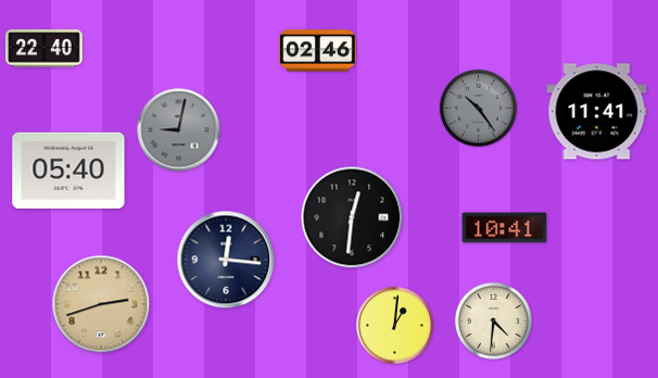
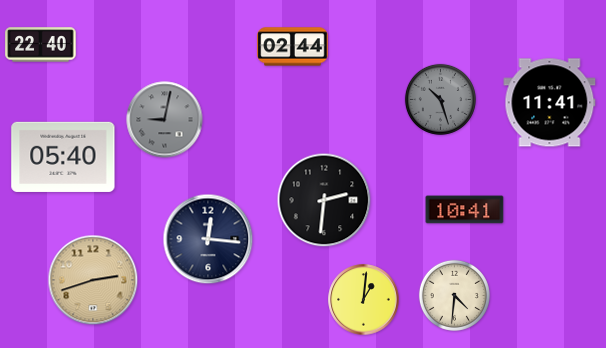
clock at (318, 51): 02:46 -> 02:44
clock at (478, 108): 10:24 -> 10:27
clock at (352, 217): 12:31 -> 2:31
